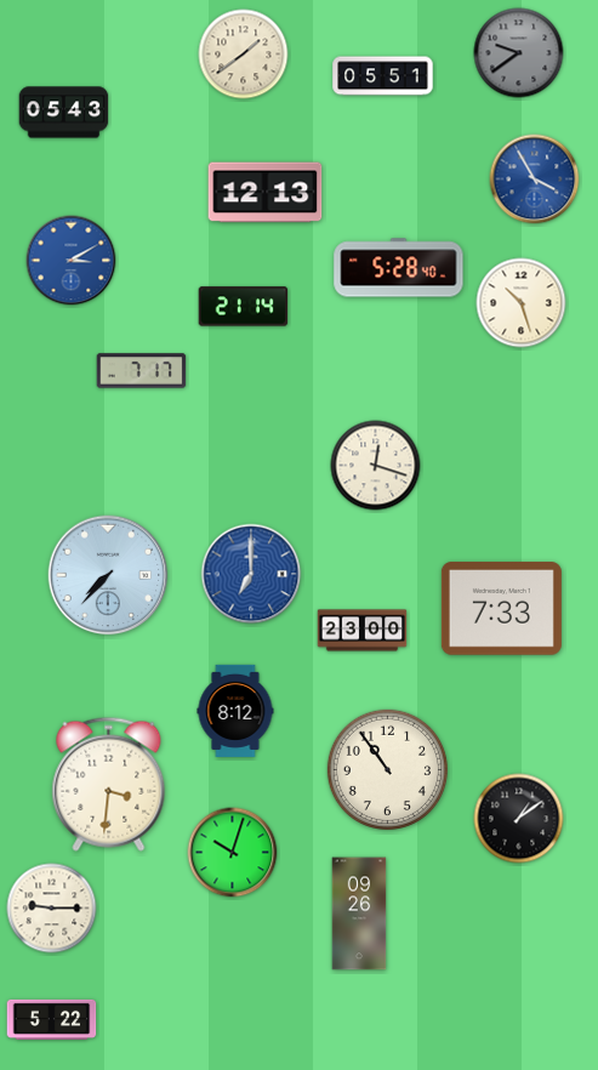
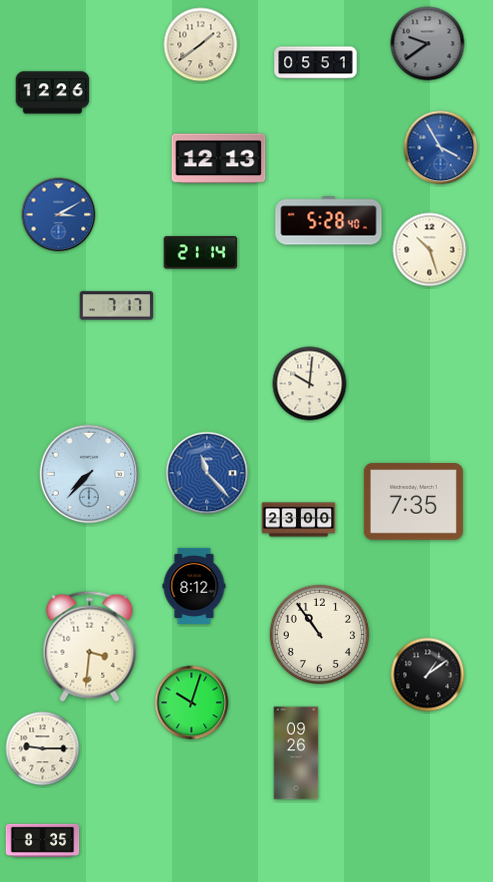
clock at (64, 113): 05:43 -> 12:26
clock at (376, 466): 12:18 -> 10:01
clock at (251, 574): 7:00 -> 11:23
clock at (501, 609): 7:33 -> 7:35
clock at (52, 1019): 5:22 -> 8:35
